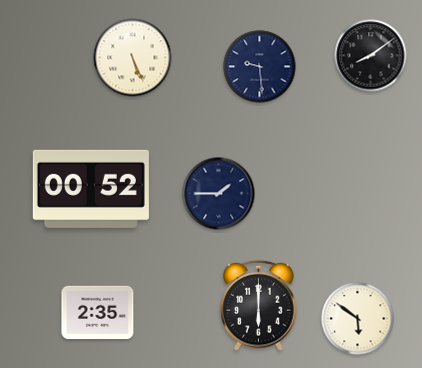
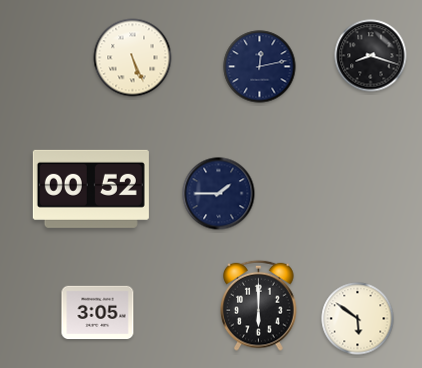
clock at (371, 56): 8:09 -> 8:18
clock at (260, 67): 9:29 -> 12:13
clock at (98, 313): 2:35 -> 3:05
